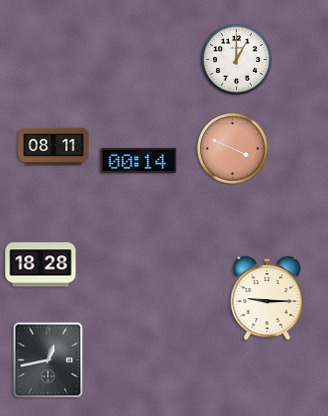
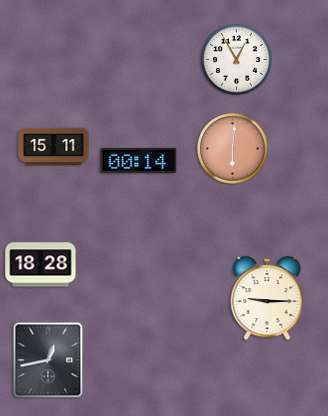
clock at (237, 60): 1:00 -> 12:55
clock at (54, 146): 08:11 -> 15:11
clock at (233, 149): 3:49 -> 6:01
